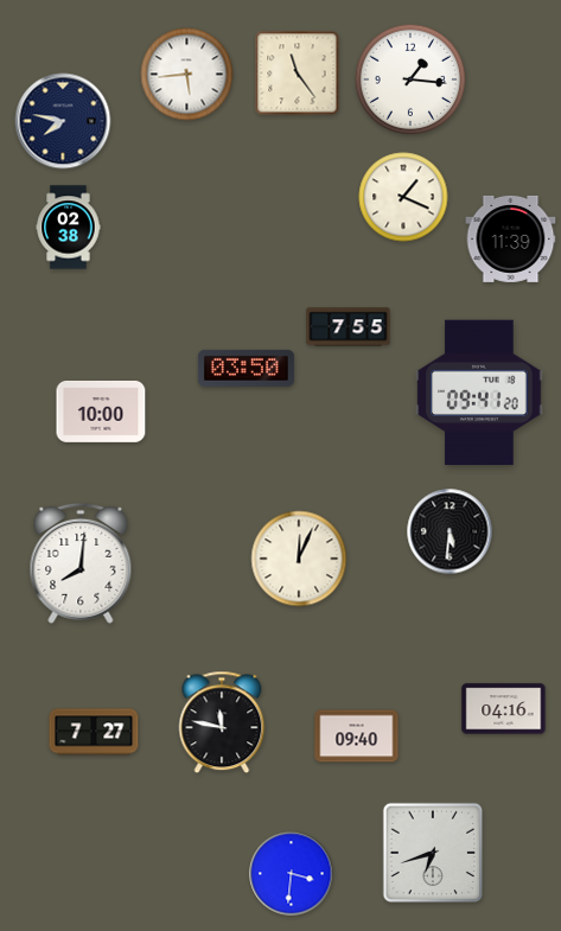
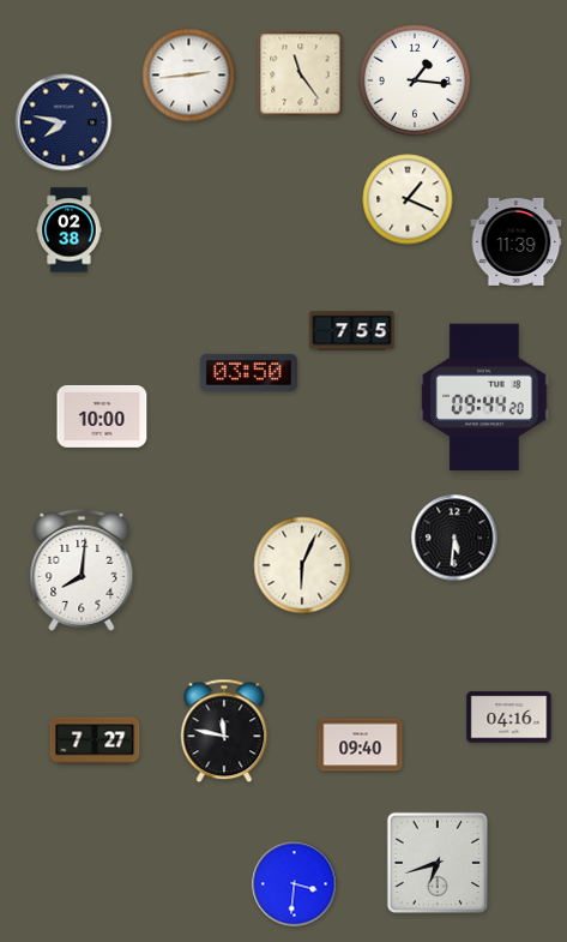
clock at (187, 75): 5:44 -> 2:44
clock at (479, 393): 09:41 -> 09:44
clock at (299, 559): 12:04 -> 6:04
